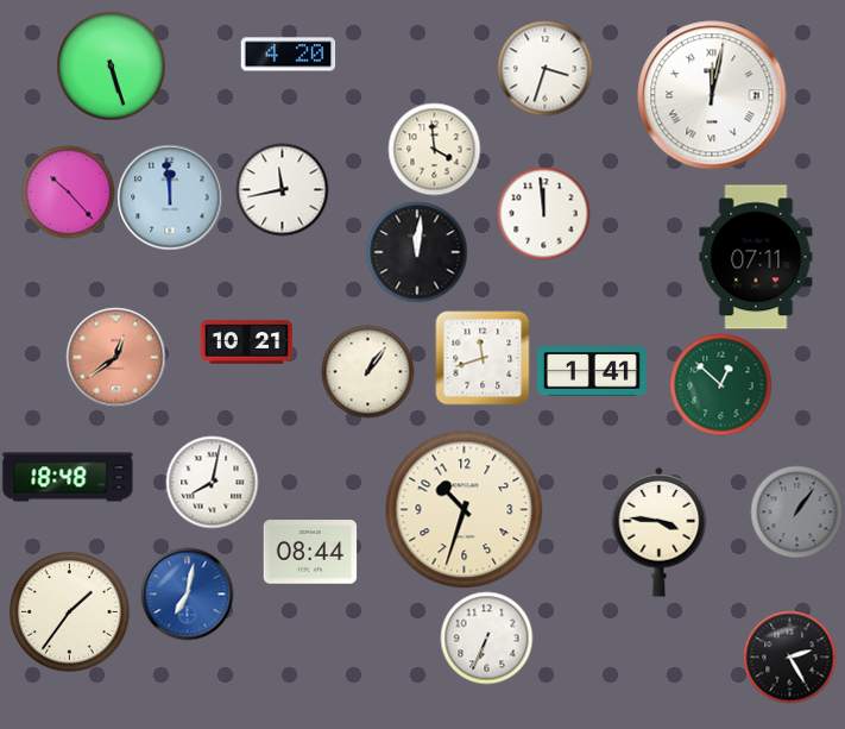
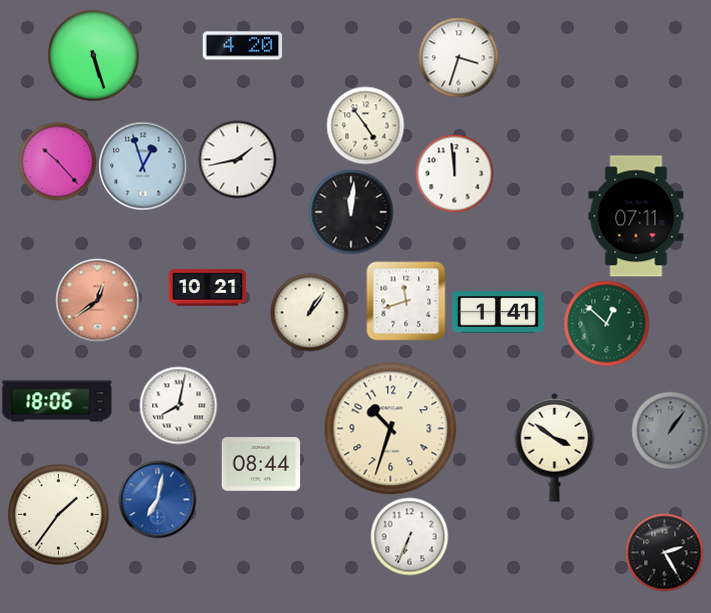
clock at (712, 95): 12:02 -> none
clock at (434, 149): 3:59 -> 4:54
clock at (282, 189): 11:43 -> 1:43
clock at (170, 197): 11:59 -> 12:57
clock at (543, 213) position: (543, 213) -> (454, 173)
clock at (68, 477): 18:48 -> 18:06
clock at (660, 532): 3:46 -> 3:51
